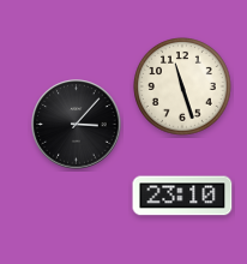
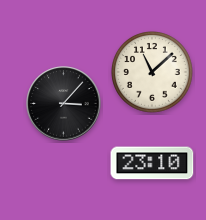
clock at (183, 88): 11:27 -> 11:08
